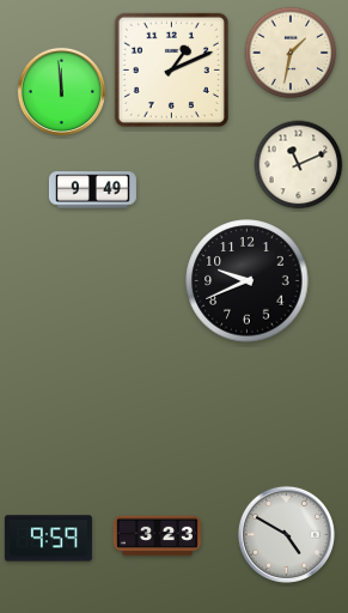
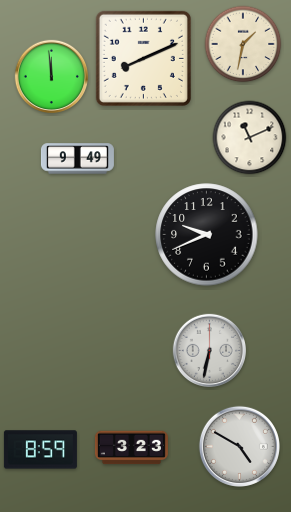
clock at (171, 69): 1:11 -> 8:11
clock at (209, 350): none -> 6:32
clock at (48, 539): 9:59 -> 8:59
